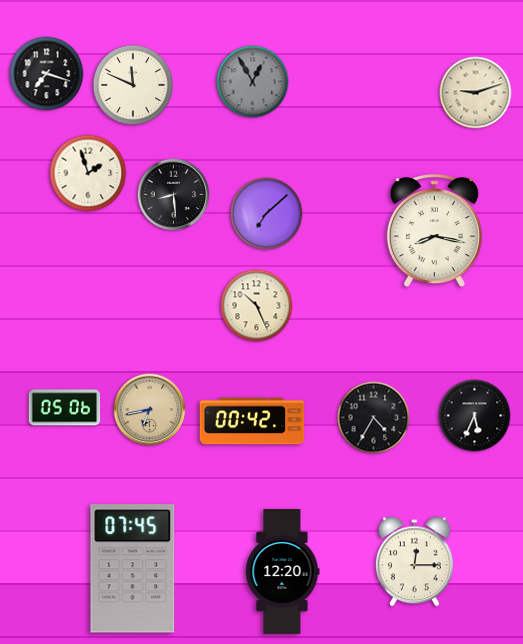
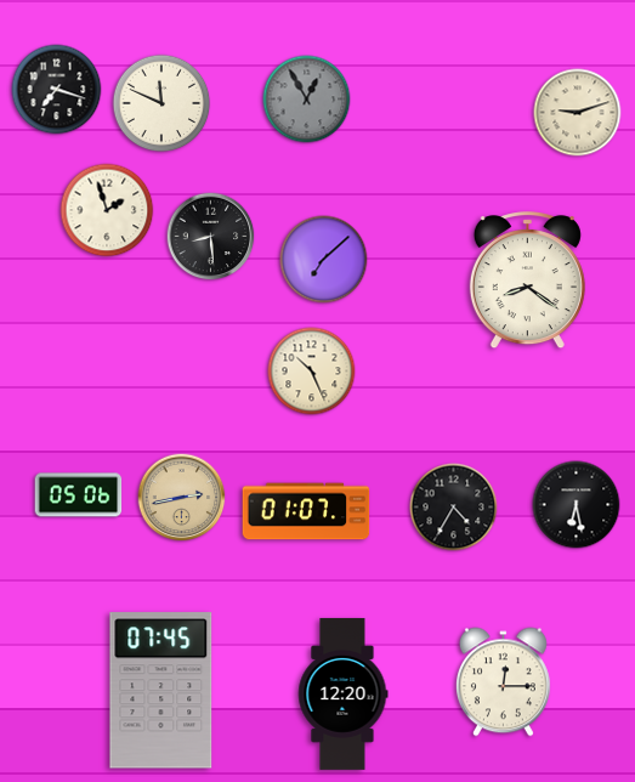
clock at (434, 232): 8:17 -> 8:21
clock at (150, 410): 6:43 -> 2:43
clock at (475, 416): 5:34 -> 6:28
clock at (252, 421): 00:42 -> 01:07
